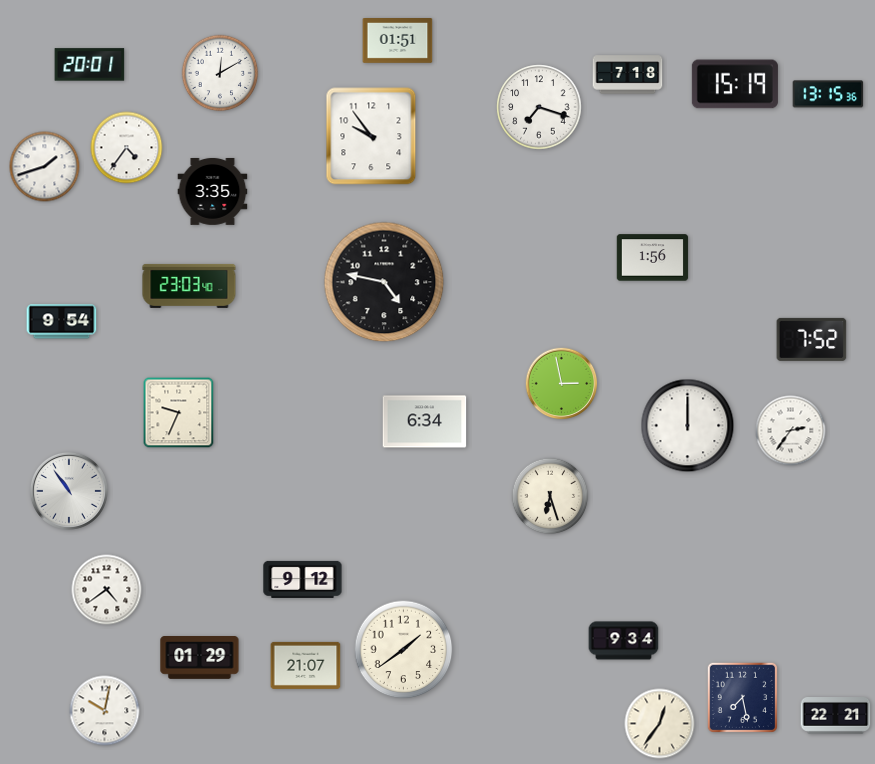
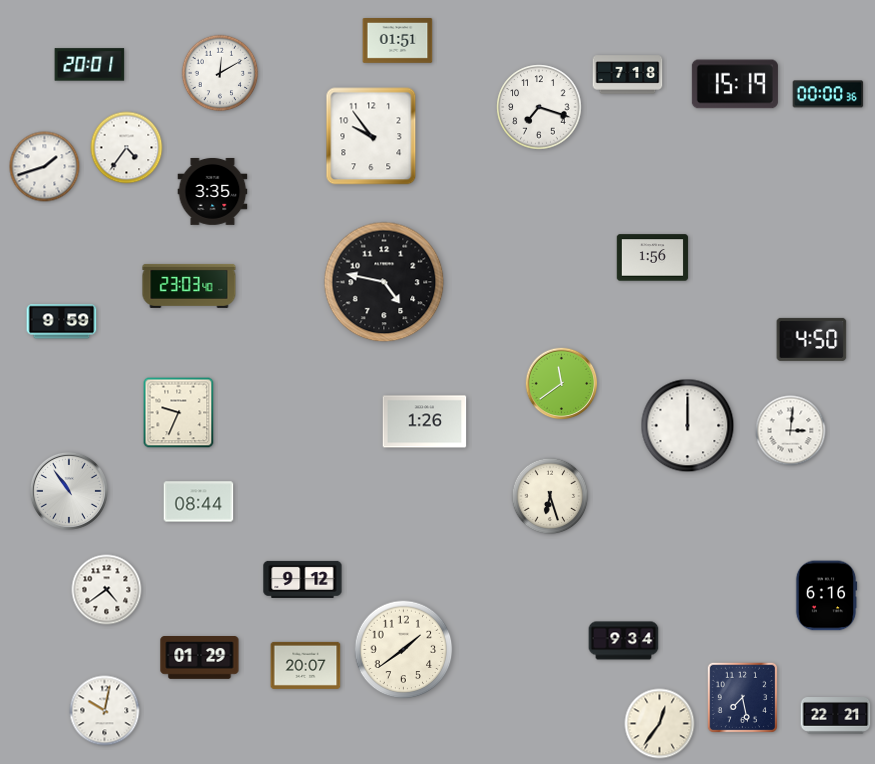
clock at (828, 94): 13:15 -> 00:00
clock at (62, 322): 9:54 -> 9:59
clock at (812, 339): 7:52 -> 4:50
clock at (562, 384): 2:58 -> 11:39
clock at (425, 422): 6:34 -> 1:26
clock at (791, 431): 2:36 -> 3:01
clock at (199, 502): none -> 08:44
clock at (826, 596): none -> 6:16
clock at (306, 665): 21:07 -> 20:07
